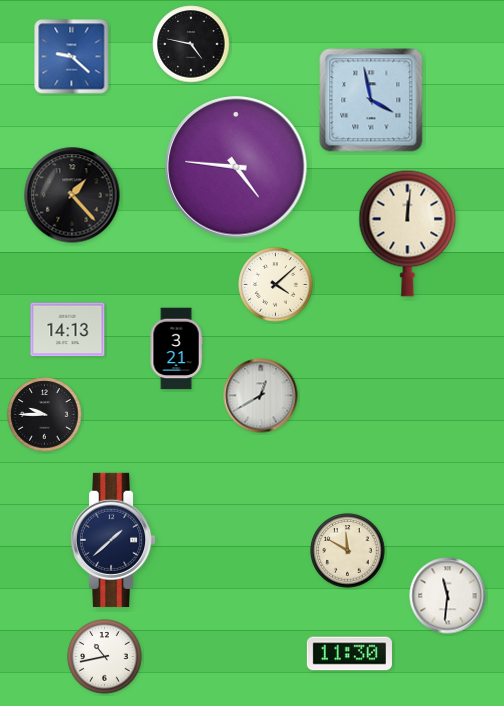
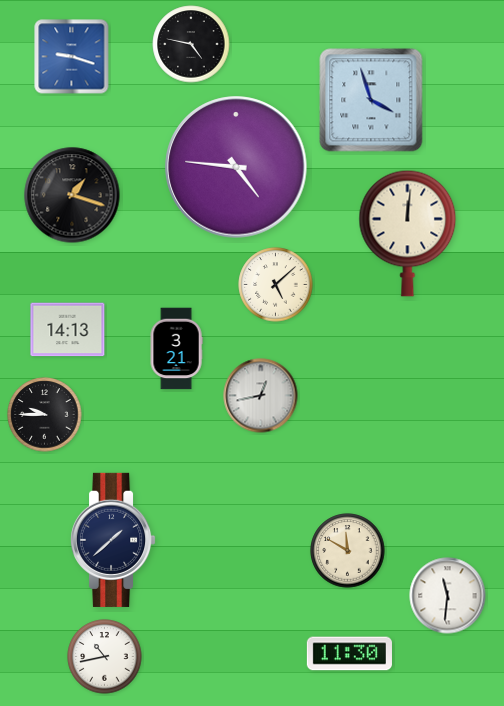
clock at (72, 57): 9:22 -> 9:18
clock at (371, 100): 3:58 -> 3:57
clock at (72, 195): 1:23 -> 1:18
clock at (276, 285): 4:08 -> 5:08
clock at (261, 396): 12:40 -> 12:43
